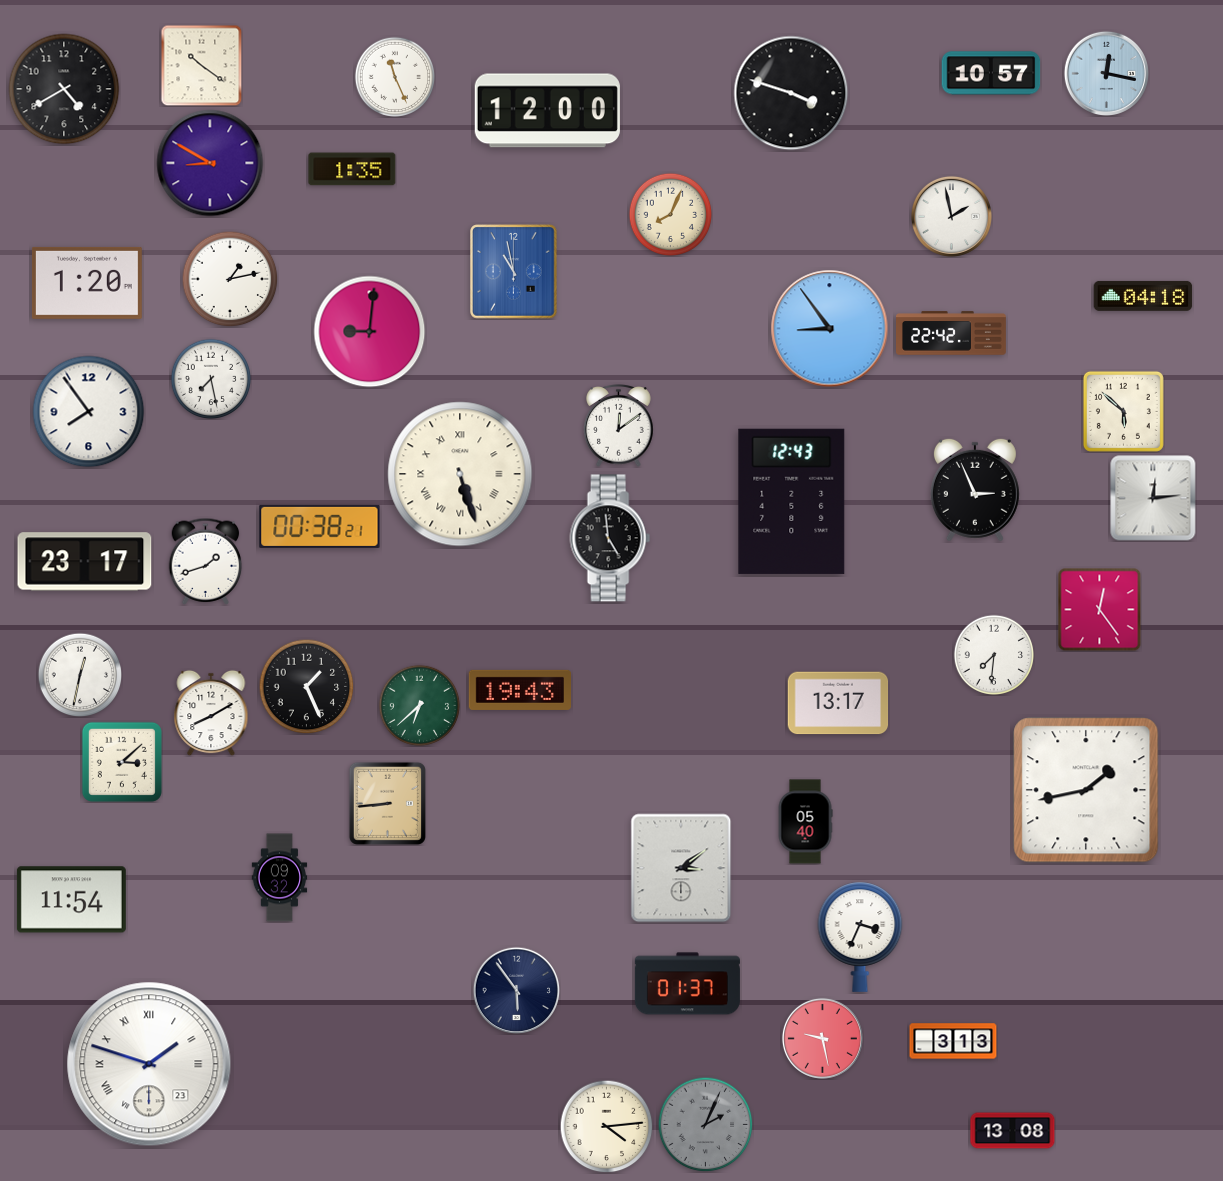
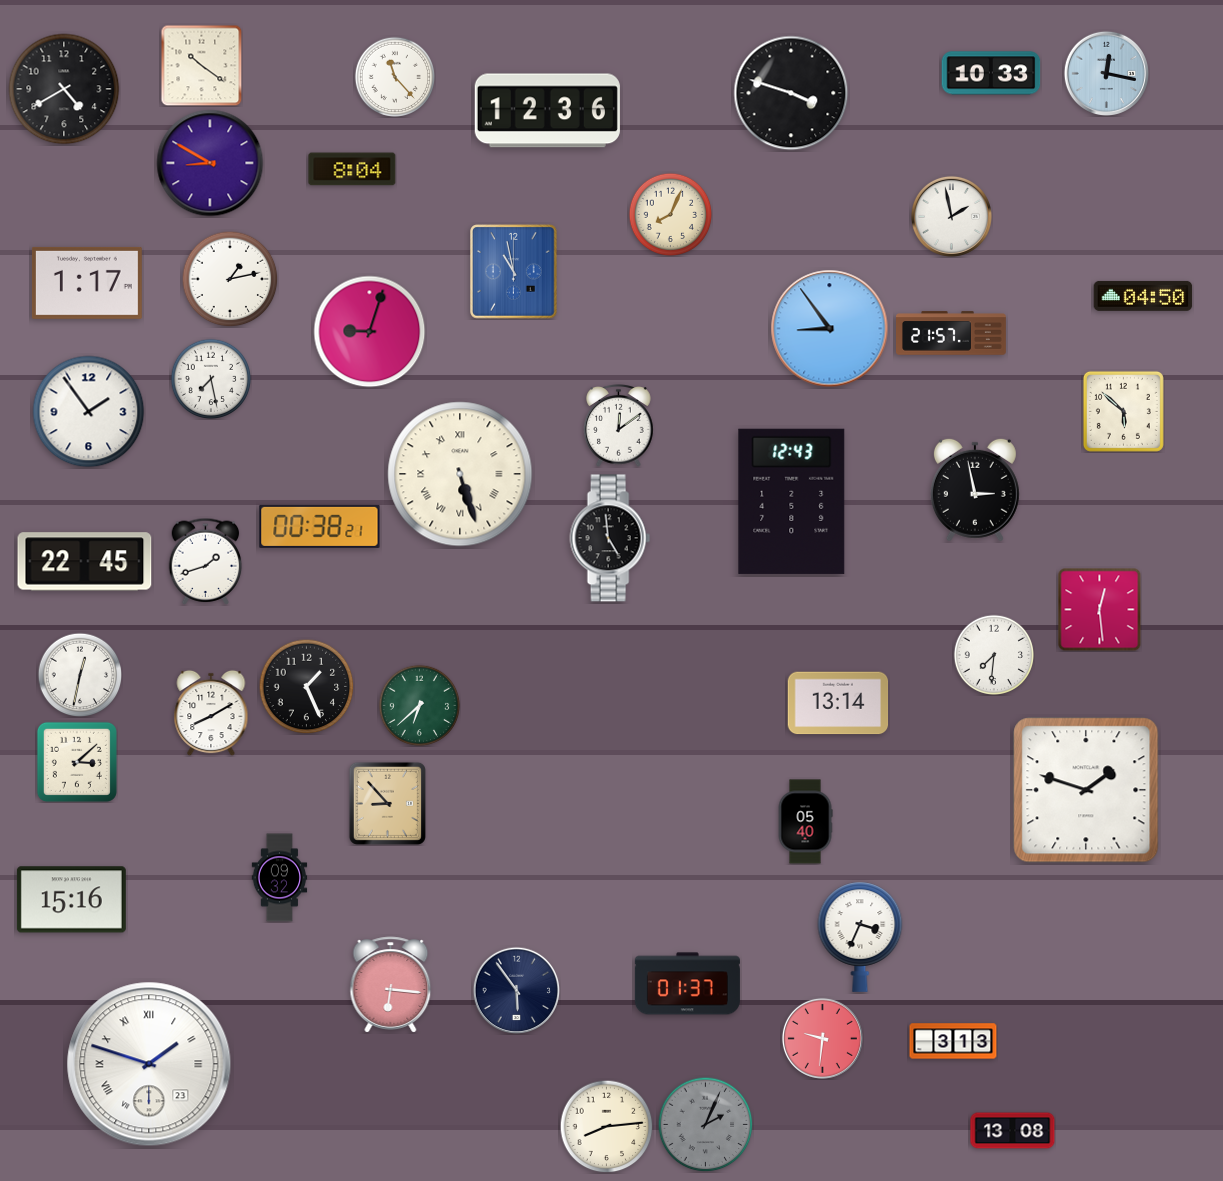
clock at (991, 73): 10:57 -> 10:33
clock at (395, 77): 11:26 -> 11:23
clock at (547, 111): 12:00 -> 12:36
clock at (352, 169): 1:35 -> 8:04
clock at (87, 283): 1:20 -> 1:17
clock at (1143, 296): 04:18 -> 04:50
clock at (370, 332): 9:01 -> 9:03
clock at (952, 333): 22:42 -> 21:57
clock at (89, 412): 7:54 -> 1:54
clock at (975, 490): 2:56 -> 2:58
clock at (1153, 498): 12:14 -> none
clock at (85, 562): 23:17 -> 22:45
clock at (1099, 609): 12:24 -> 12:29
clock at (519, 690): 19:43 -> none
clock at (838, 703): 13:17 -> 13:14
clock at (122, 762) position: (122, 762) -> (77, 762)
clock at (1086, 790): 1:43 -> 1:48
clock at (387, 803): 8:44 -> 8:53
clock at (681, 868): 3:09 -> none
clock at (71, 900): 11:54 -> 15:16
clock at (391, 985): none -> 6:16
clock at (822, 1038): 9:28 -> 9:31
clock at (606, 1126): 4:14 -> 8:14
